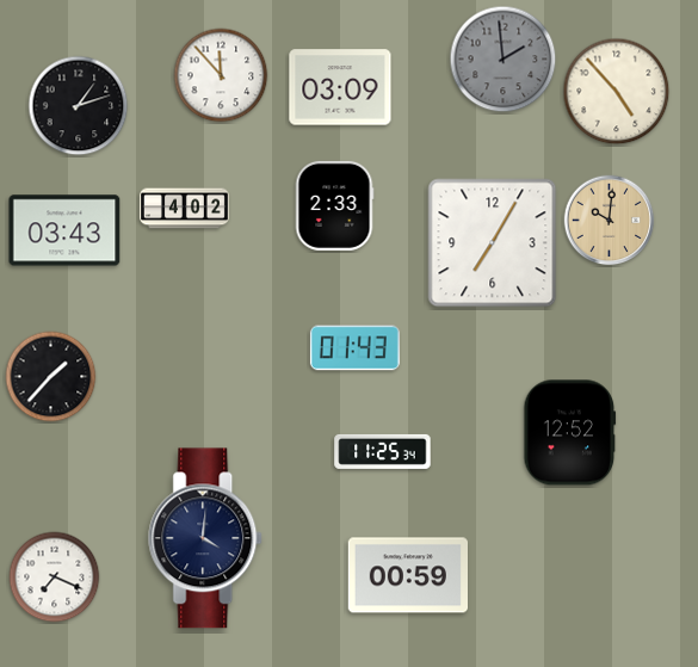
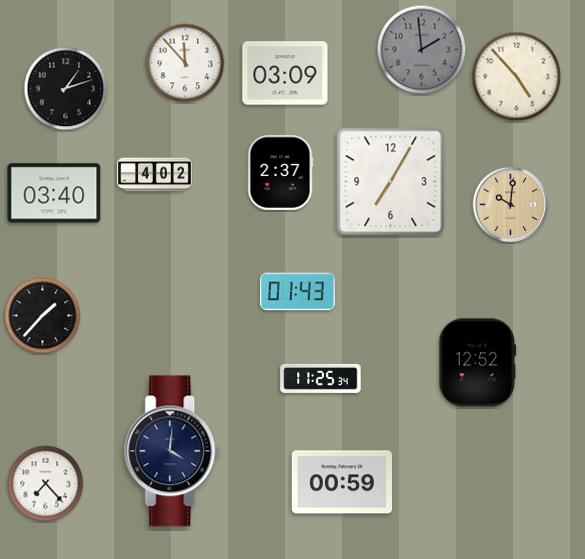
clock at (334, 205): 2:33 -> 2:37
clock at (610, 221) position: (610, 221) -> (511, 205)
clock at (64, 230): 03:43 -> 03:40
clock at (493, 243) position: (493, 243) -> (391, 182)
clock at (55, 578): 7:19 -> 7:23
